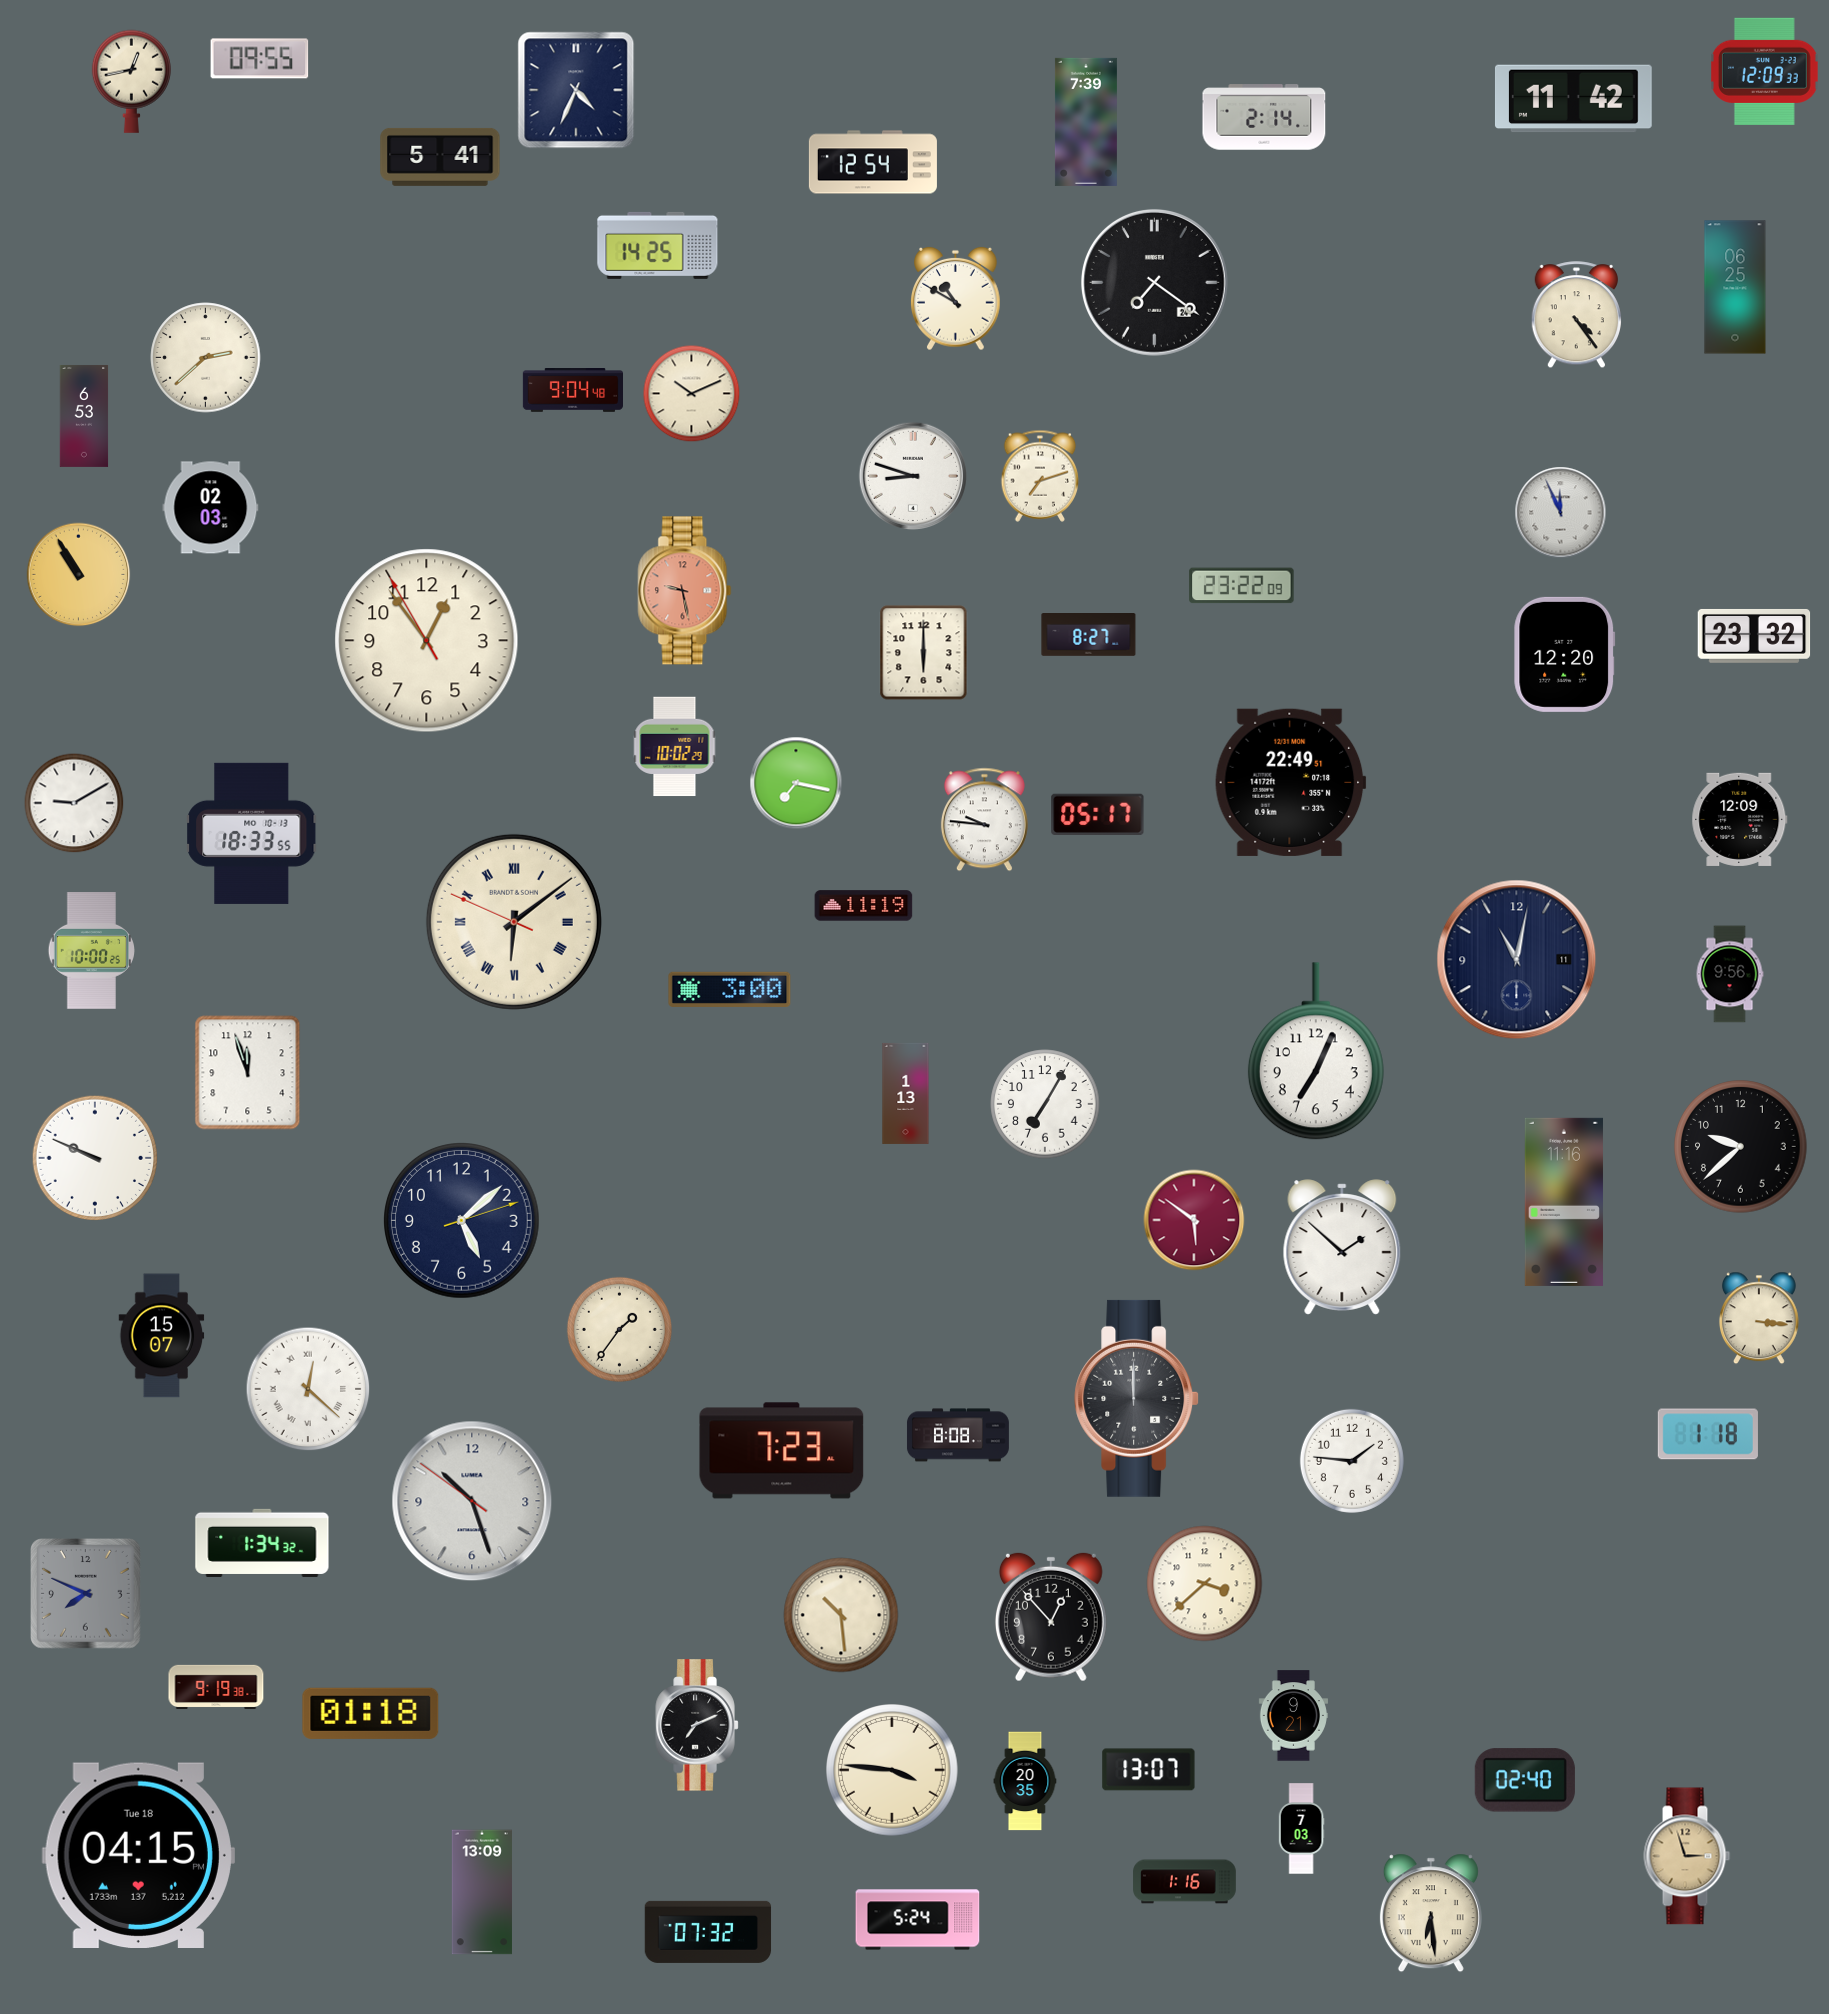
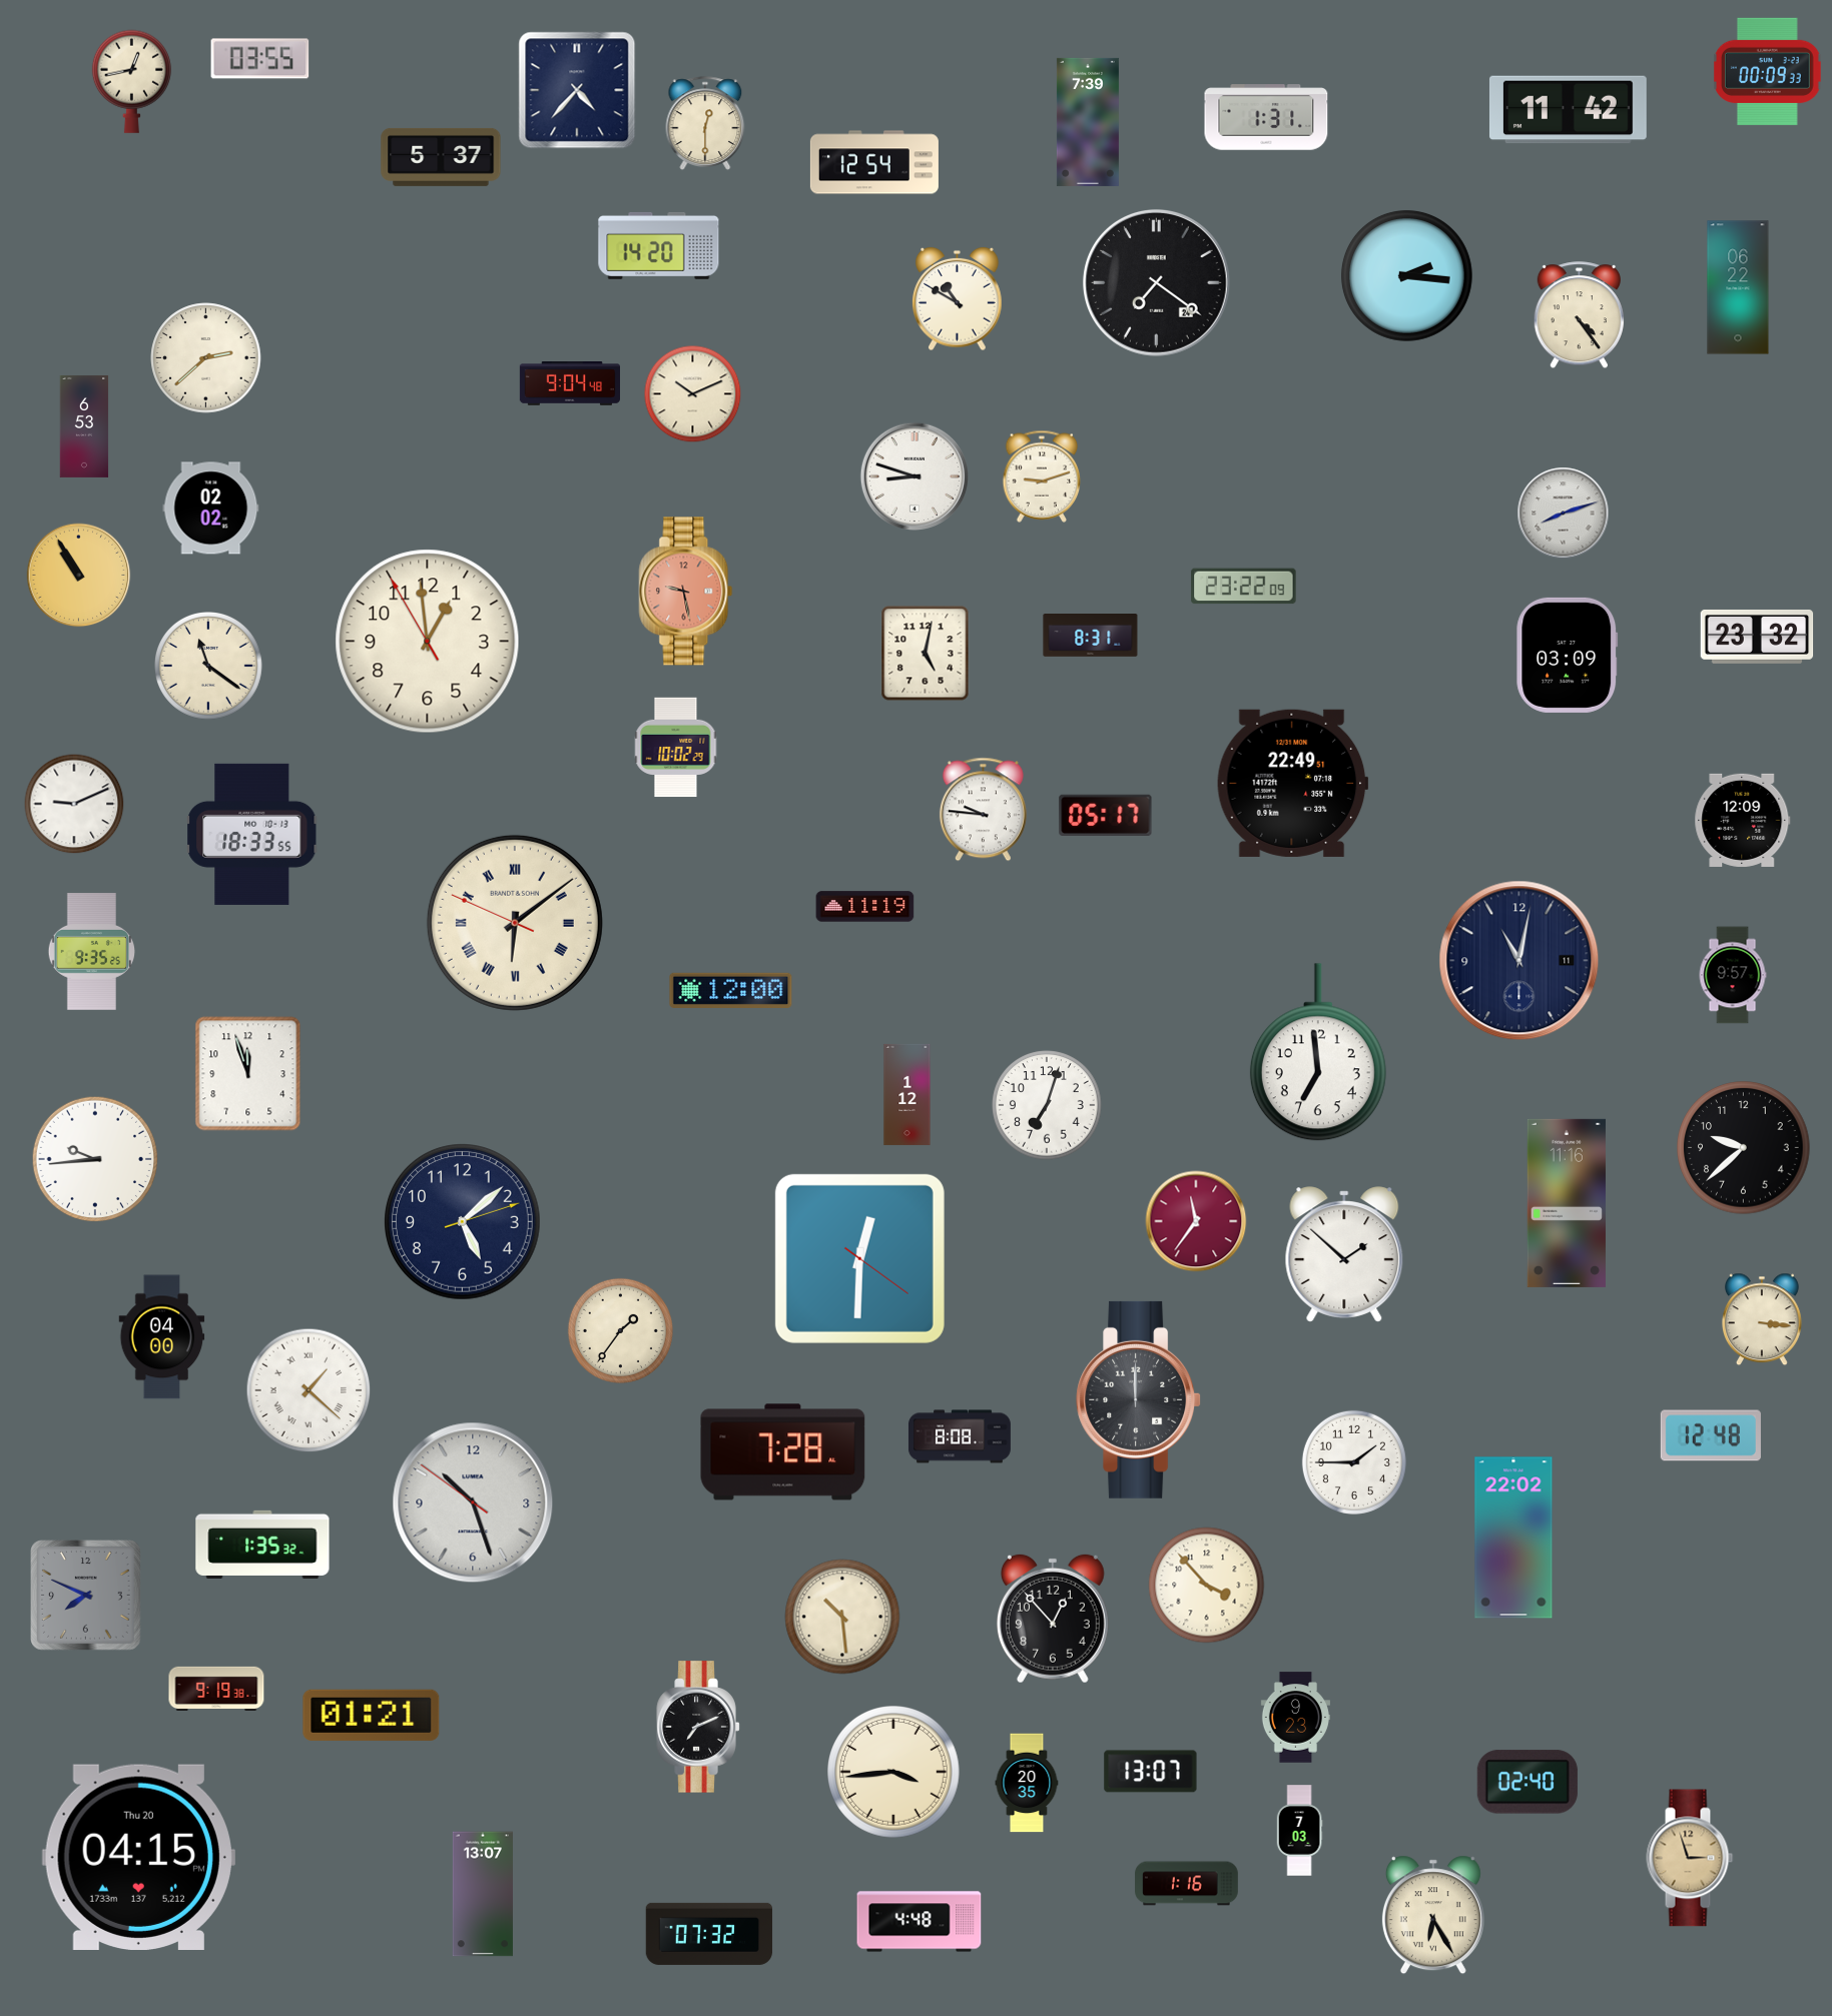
clock at (260, 59): 09:55 -> 03:55
clock at (1765, 71): 12:09 -> 00:09
clock at (576, 90): 4:34 -> 4:37
clock at (1573, 99) position: (1573, 99) -> (1568, 110)
clock at (1264, 117): 2:14 -> 1:31
clock at (705, 123): none -> 12:30
clock at (440, 157): 5:41 -> 5:37
clock at (658, 245): 14:25 -> 14:20
clock at (1406, 275): none -> 2:16
clock at (1735, 287): 06:25 -> 06:22
clock at (572, 391) position: (572, 391) -> (569, 384)
clock at (84, 416) position: (84, 416) -> (84, 426)
clock at (1040, 476): 7:12 -> 9:12
clock at (211, 508): 02:03 -> 02:02
clock at (1561, 513): 11:56 -> 8:12
clock at (1089, 635): 8:27 -> 8:31
clock at (427, 641): 12:53 -> 12:58
clock at (924, 653): 6:00 -> 5:02
clock at (1565, 654): 12:20 -> 03:09
clock at (209, 667): none -> 11:21
clock at (796, 783): 7:17 -> none
clock at (74, 803): 9:10 -> 9:11
clock at (1098, 814) position: (1098, 814) -> (1106, 815)
clock at (984, 820) position: (984, 820) -> (983, 810)
clock at (91, 951): 10:00 -> 9:35
clock at (1730, 974): 9:56 -> 9:57
clock at (730, 989): 3:00 -> 12:00
clock at (1316, 1051): 7:04 -> 6:59
clock at (906, 1093): 1:13 -> 1:12
clock at (1045, 1104): 7:05 -> 7:03
clock at (94, 1157): 9:49 -> 9:44
clock at (1194, 1220): 5:51 -> 11:36
clock at (1342, 1247) position: (1342, 1247) -> (1344, 1254)
clock at (859, 1258): none -> 12:30
clock at (162, 1336): 15:07 -> 04:00
clock at (308, 1389): 12:22 -> 1:22
clock at (1708, 1434): 1:18 -> 12:48
clock at (782, 1451): 7:23 -> 7:28
clock at (1352, 1461): 1:46 -> 1:45
clock at (1513, 1538): none -> 22:02
clock at (262, 1543): 1:34 -> 1:35
clock at (1205, 1584): 3:38 -> 3:53
clock at (371, 1713): 01:18 -> 01:21
clock at (1293, 1716): 9:21 -> 9:23
clock at (893, 1771): 3:46 -> 3:44
clock at (1301, 1829) position: (1301, 1829) -> (1299, 1831)
clock at (138, 1855) date: Tue 18 -> Thu 20
clock at (482, 1892): 13:09 -> 13:07
clock at (1431, 1913): 6:29 -> 6:25
clock at (918, 1920): 5:24 -> 4:48
